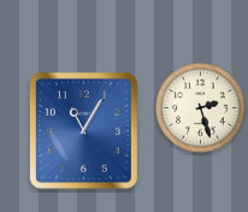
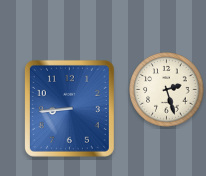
clock at (83, 130): 11:05 -> 8:44
